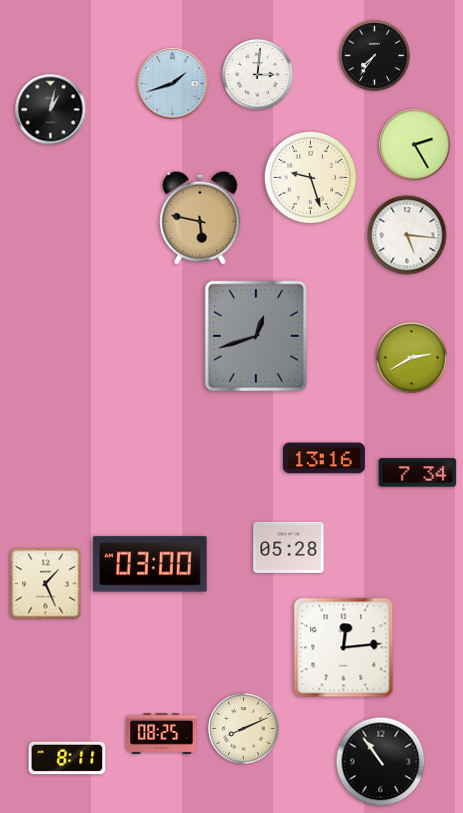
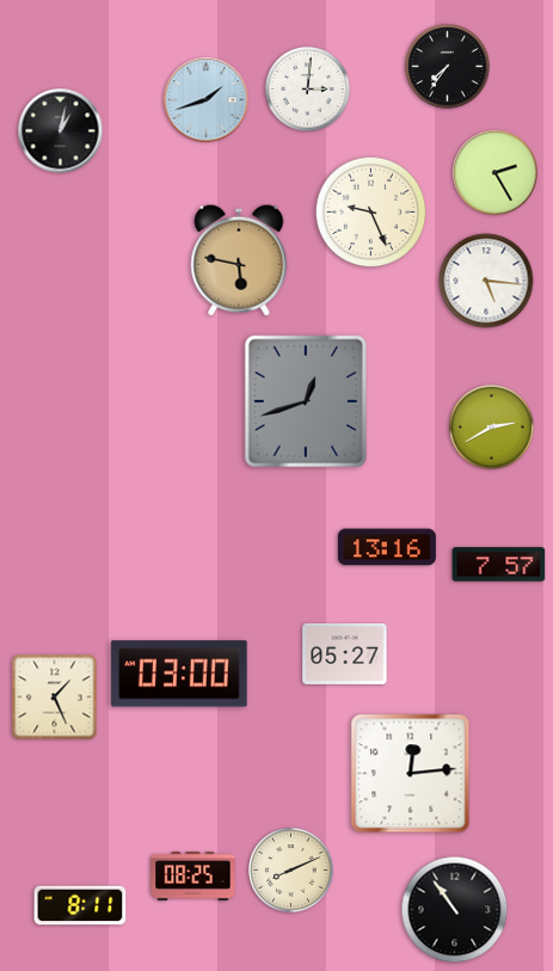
clock at (311, 178): 9:27 -> 9:26
clock at (418, 473): 7:34 -> 7:57
clock at (289, 547): 05:28 -> 05:27
